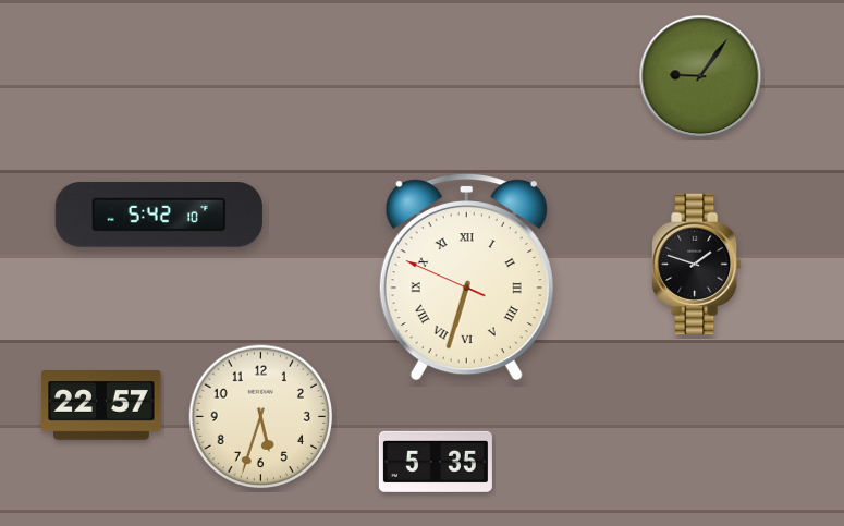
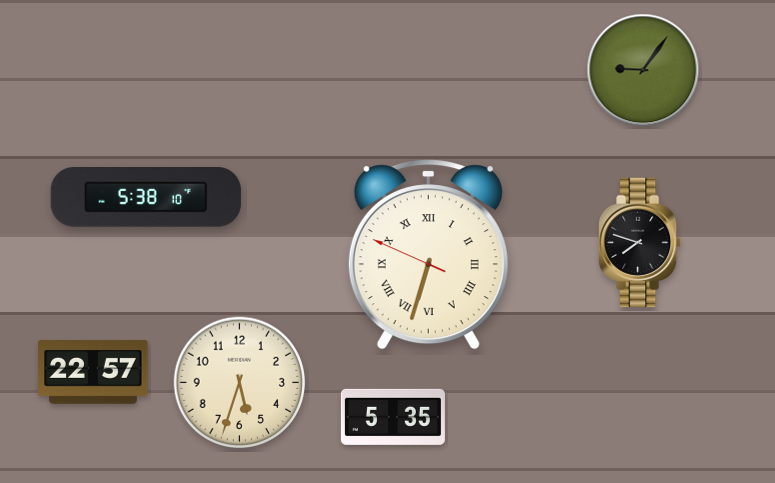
clock at (159, 215): 5:42 -> 5:38
clock at (697, 265): 1:48 -> 7:48
clock at (436, 462) position: (436, 462) -> (393, 417)
